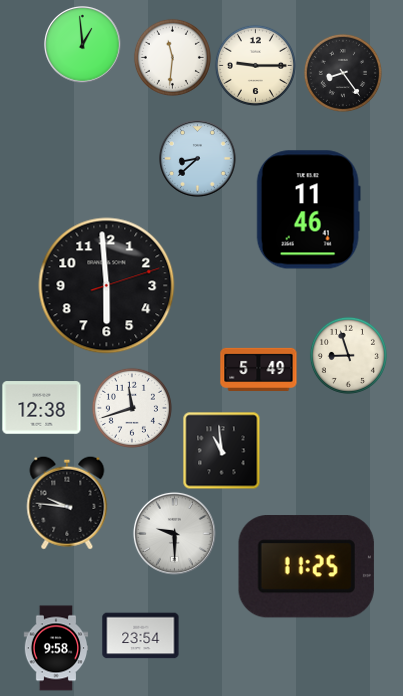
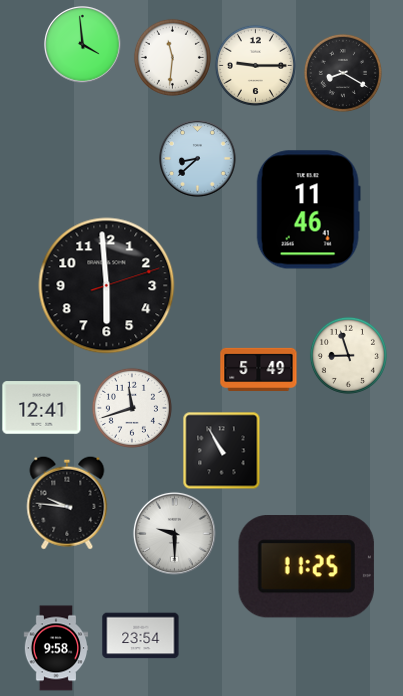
clock at (83, 45): 12:59 -> 3:59
clock at (343, 73): 8:24 -> 8:20
clock at (42, 408): 12:38 -> 12:41
clock at (221, 450): 10:59 -> 10:55
